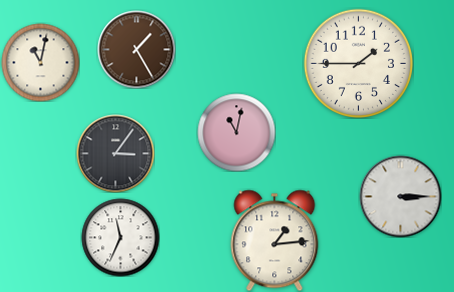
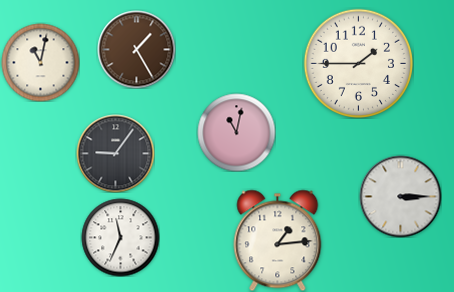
clock at (115, 153): 3:06 -> 9:06
clock at (275, 240) position: (275, 240) -> (278, 240)
